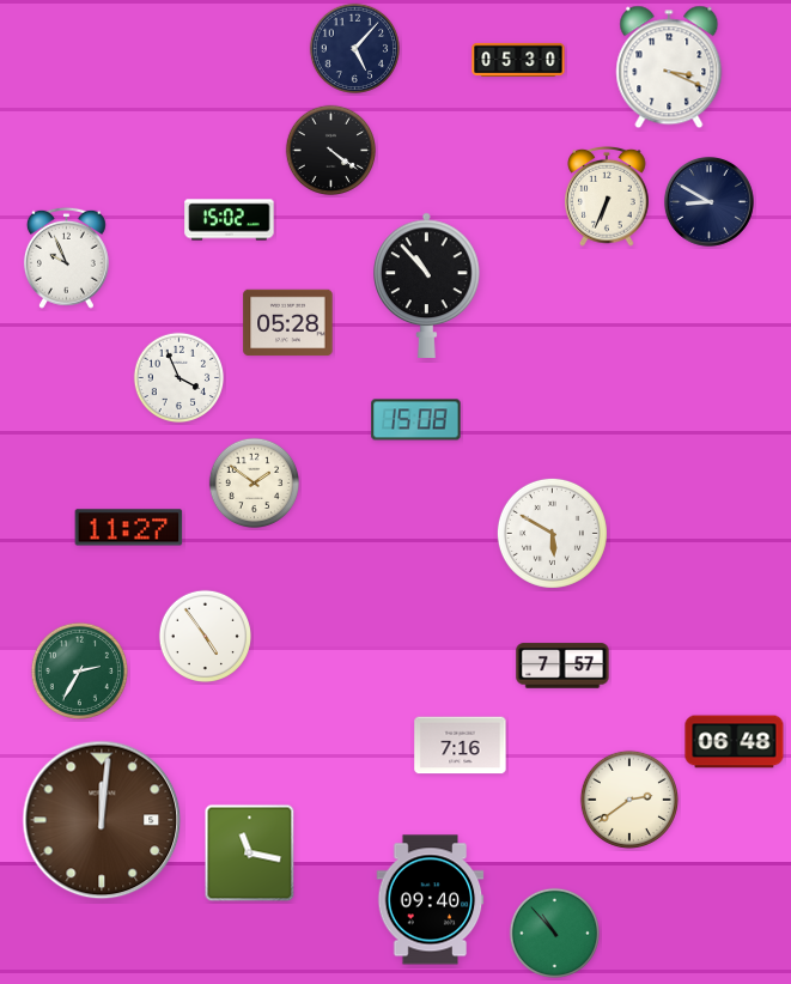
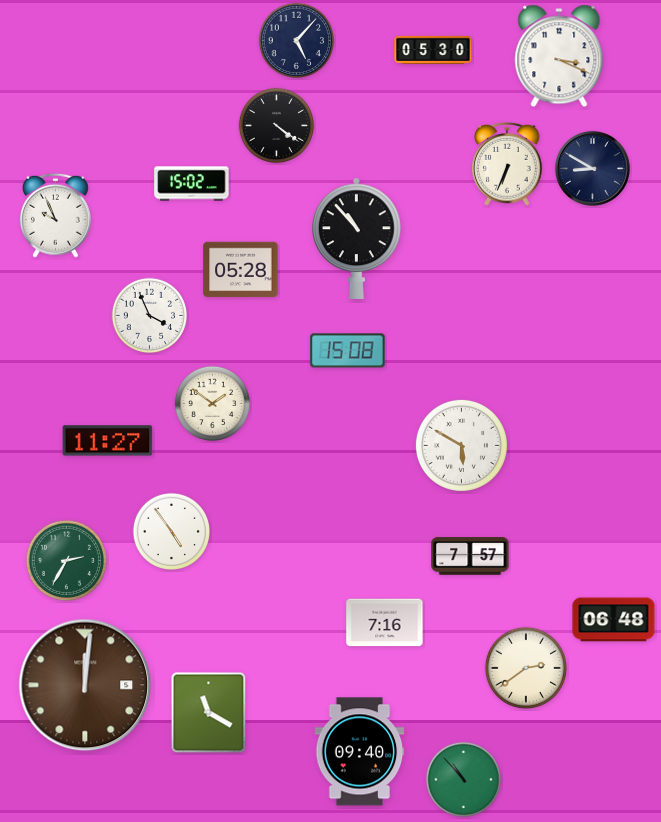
clock at (250, 854): 11:17 -> 11:20
